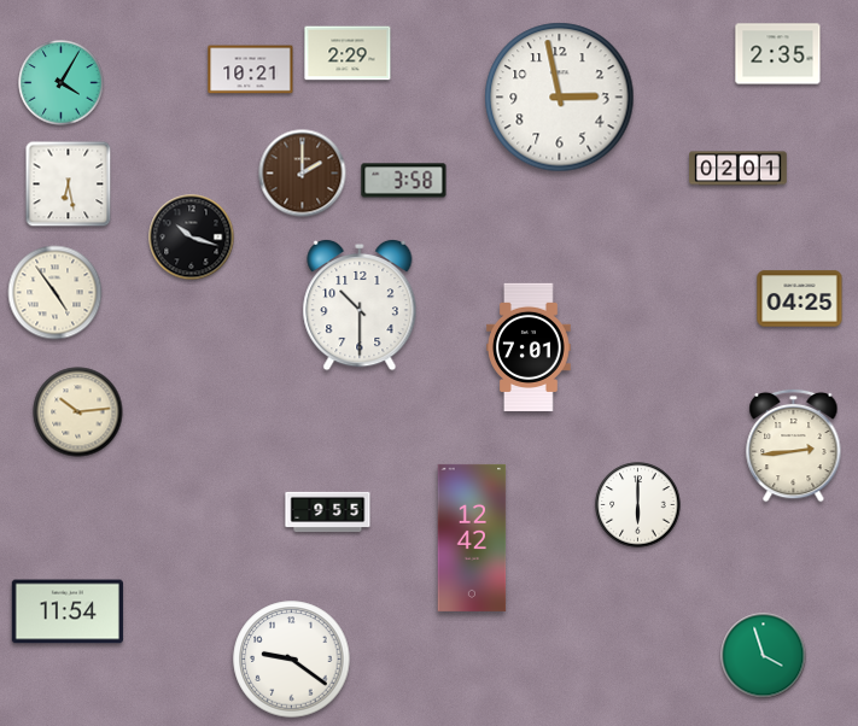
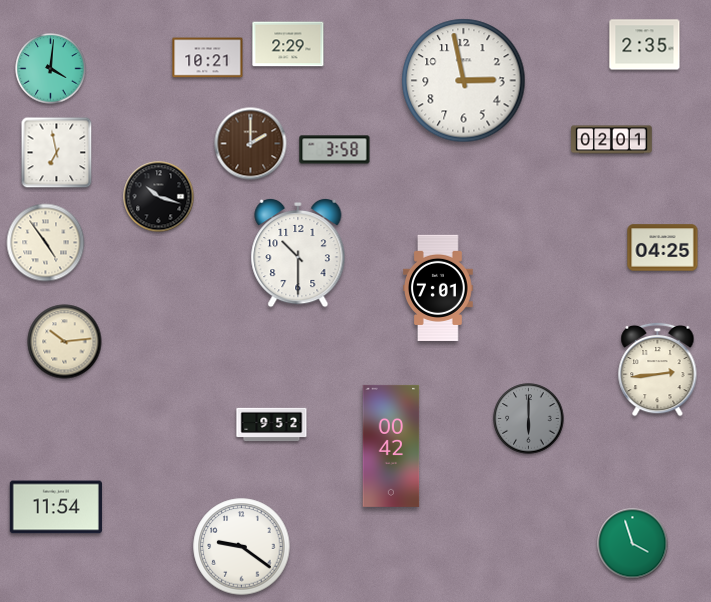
clock at (62, 83): 4:05 -> 4:01
clock at (69, 185): 6:28 -> 6:58
clock at (638, 505) dial: white -> grey
clock at (328, 513): 9:55 -> 9:52
clock at (472, 538): 12:42 -> 00:42
